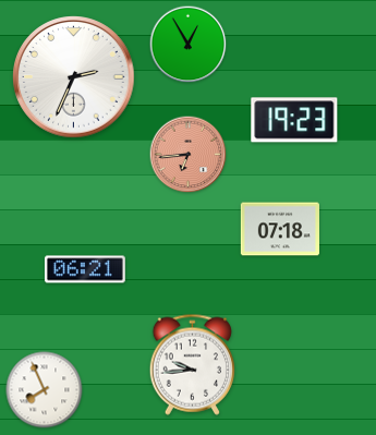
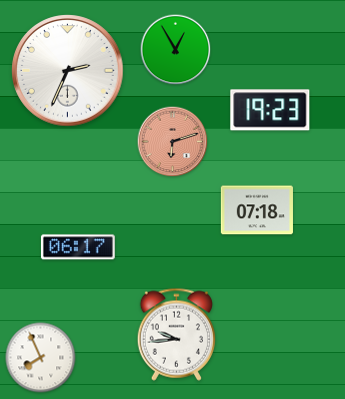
clock at (189, 45) position: (189, 45) -> (176, 50)
clock at (189, 155): 6:44 -> 6:12
clock at (85, 269): 06:21 -> 06:17
